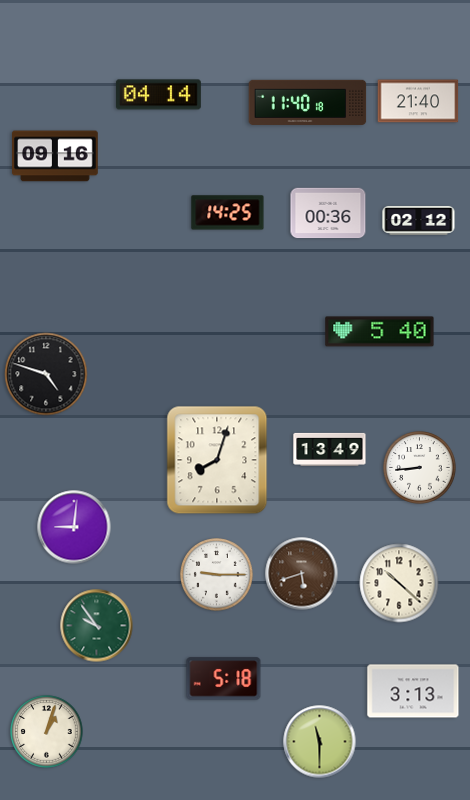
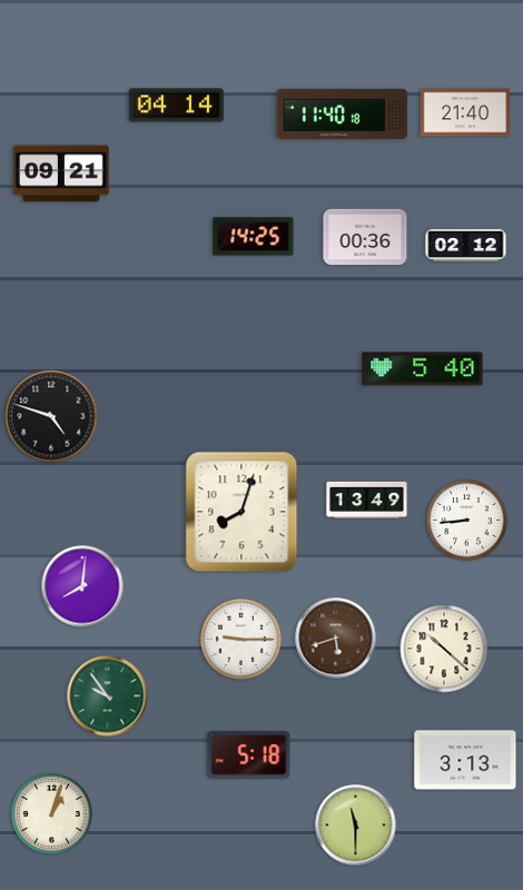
clock at (56, 156): 09:16 -> 09:21
clock at (74, 527): 9:01 -> 8:01
clock at (413, 691) position: (413, 691) -> (465, 760)
